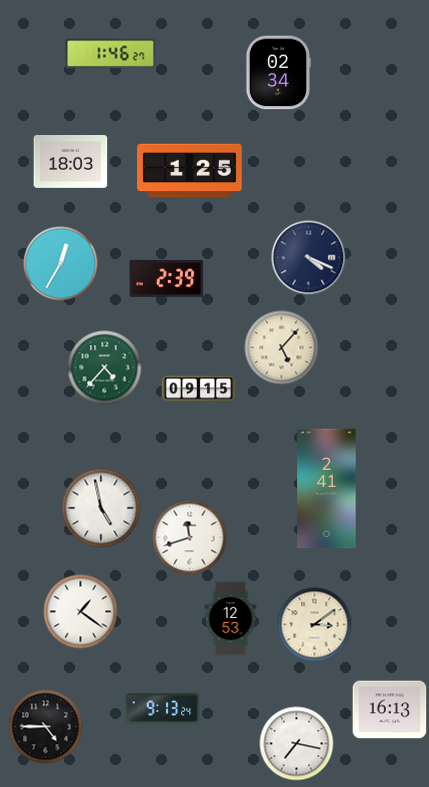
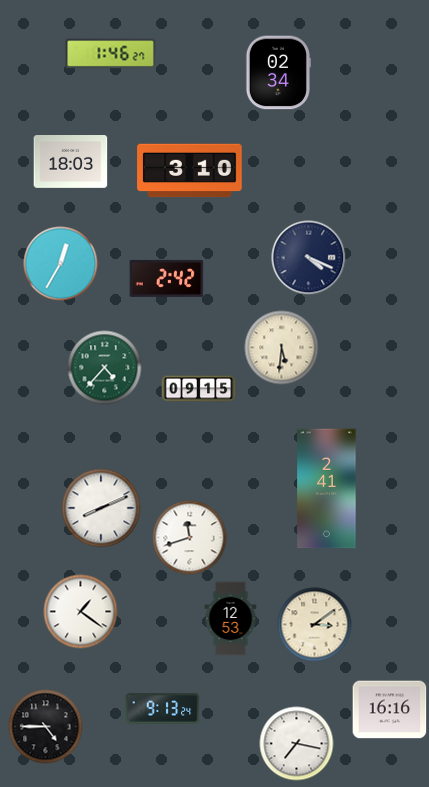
clock at (190, 171): 1:25 -> 3:10
clock at (167, 278): 2:39 -> 2:42
clock at (282, 348): 5:07 -> 5:31
clock at (101, 508): 4:58 -> 8:11
clock at (390, 710): 16:13 -> 16:16
